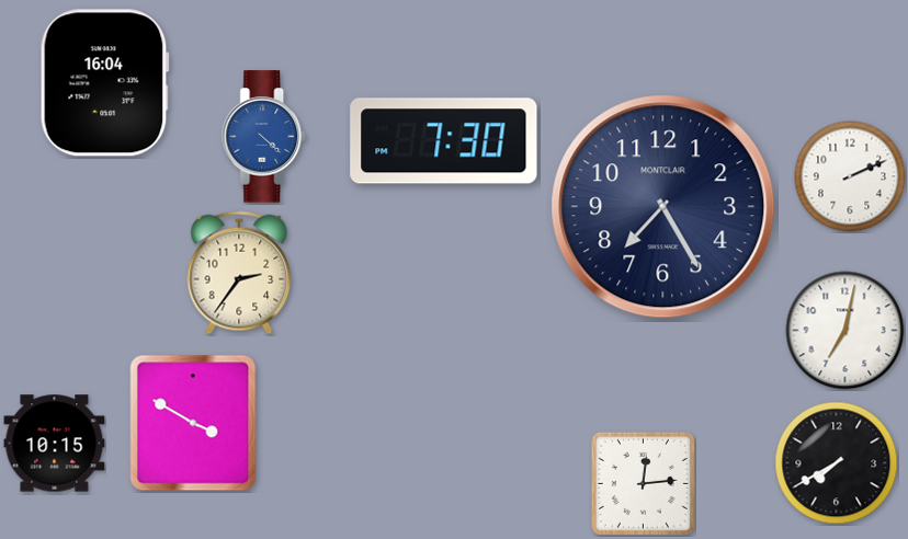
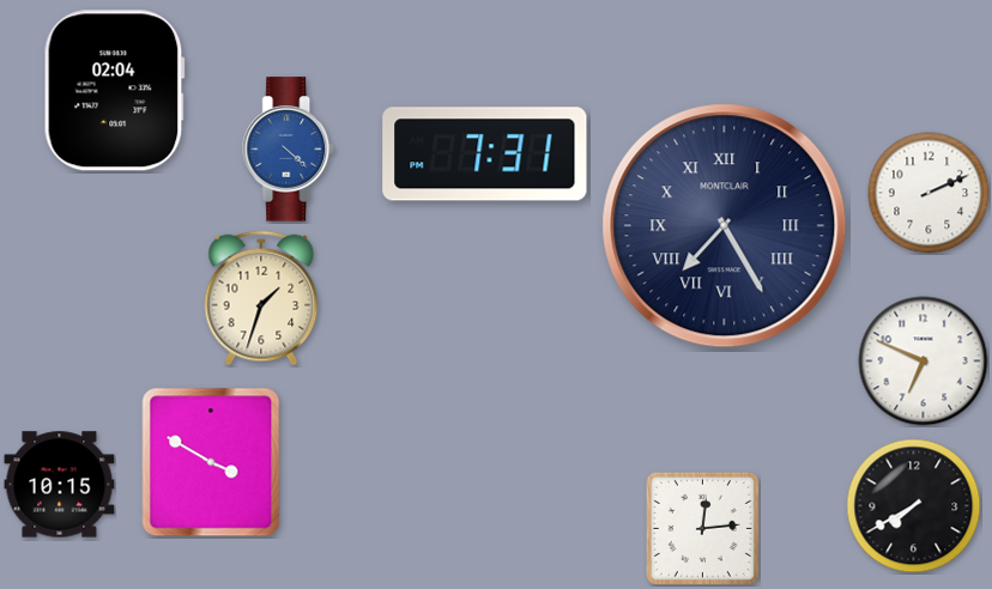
clock at (104, 83): 16:04 -> 02:04
clock at (444, 141): 7:30 -> 7:31
clock at (663, 207) numerals: Arabic -> Roman
clock at (239, 273): 2:36 -> 1:33
clock at (845, 331): 7:02 -> 6:49
